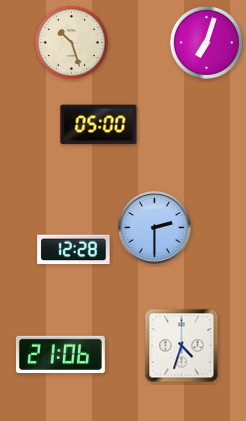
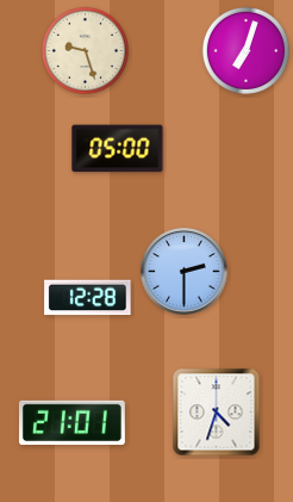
clock at (71, 42): 10:27 -> 9:27
clock at (60, 354): 21:06 -> 21:01
